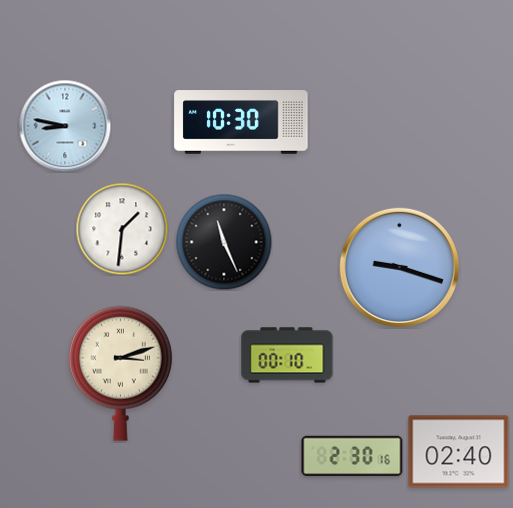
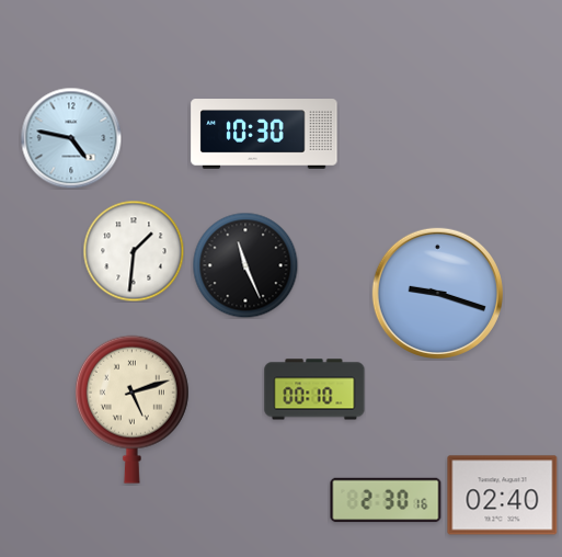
clock at (65, 126): 8:47 -> 4:47
clock at (120, 373): 3:12 -> 5:12
